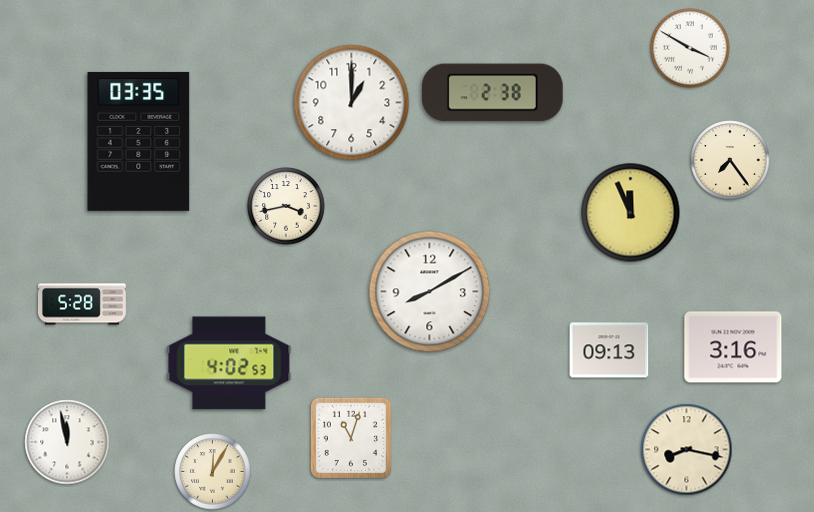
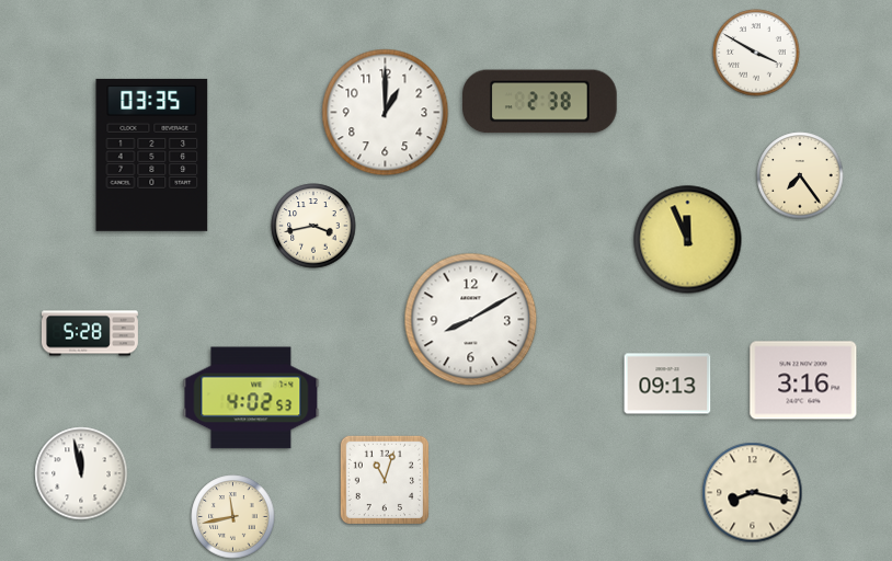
clock at (631, 213) position: (631, 213) -> (688, 240)
clock at (67, 442) position: (67, 442) -> (81, 473)
clock at (213, 472): 12:05 -> 11:43
